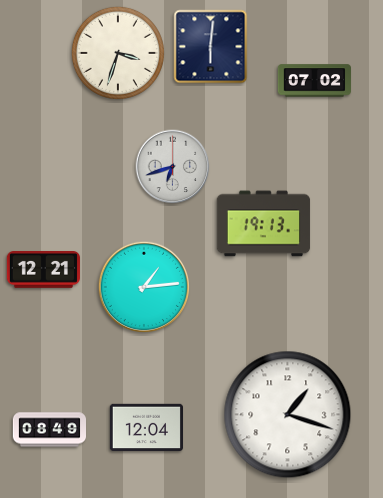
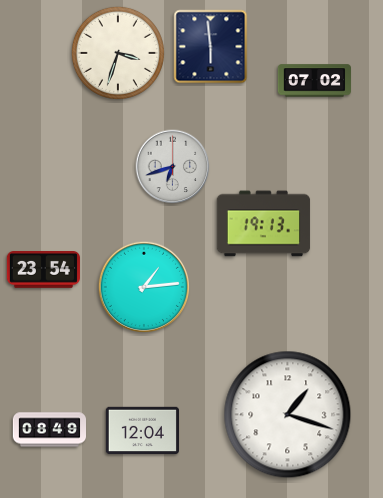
clock at (211, 47): 6:01 -> 5:59
clock at (43, 270): 12:21 -> 23:54
clock at (146, 428) position: (146, 428) -> (142, 431)
